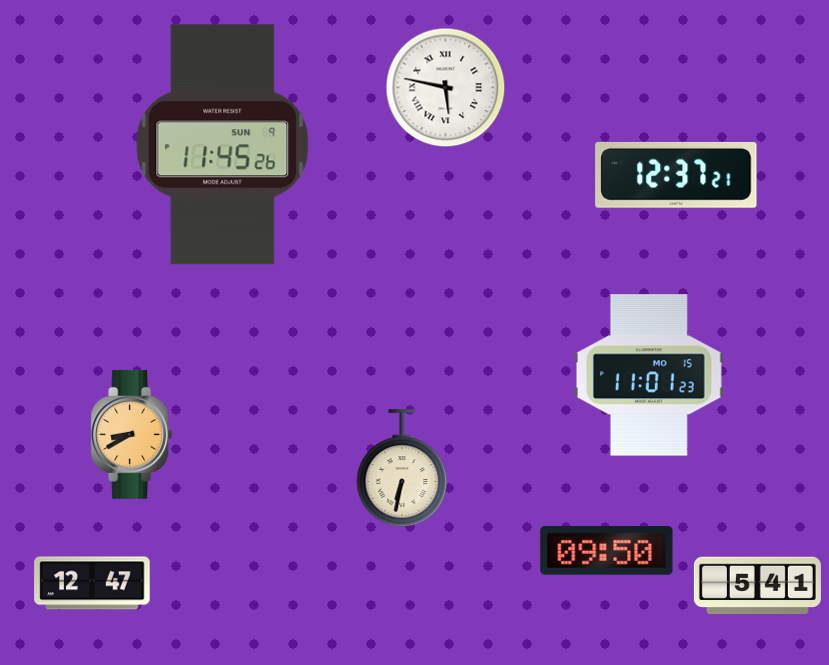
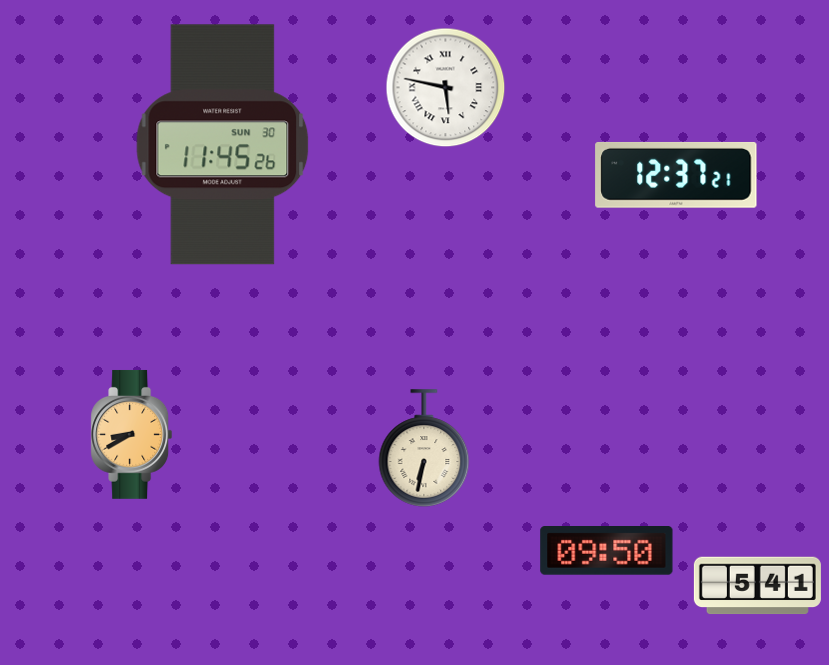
clock at (223, 145) date: SUN 9 -> SUN 30
clock at (650, 375): 11:01 -> none
clock at (402, 468) position: (402, 468) -> (424, 448)
clock at (92, 583): 12:47 -> none
